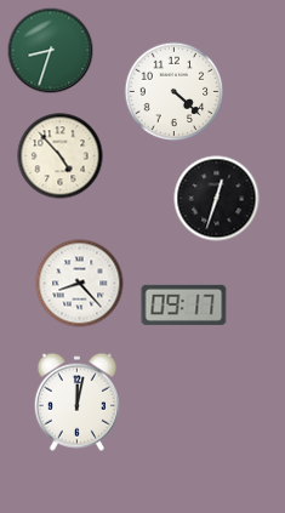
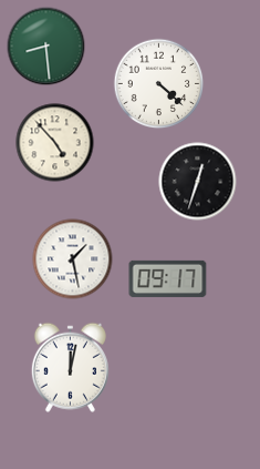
clock at (51, 51): 8:33 -> 8:29
clock at (80, 284): 8:23 -> 1:28
